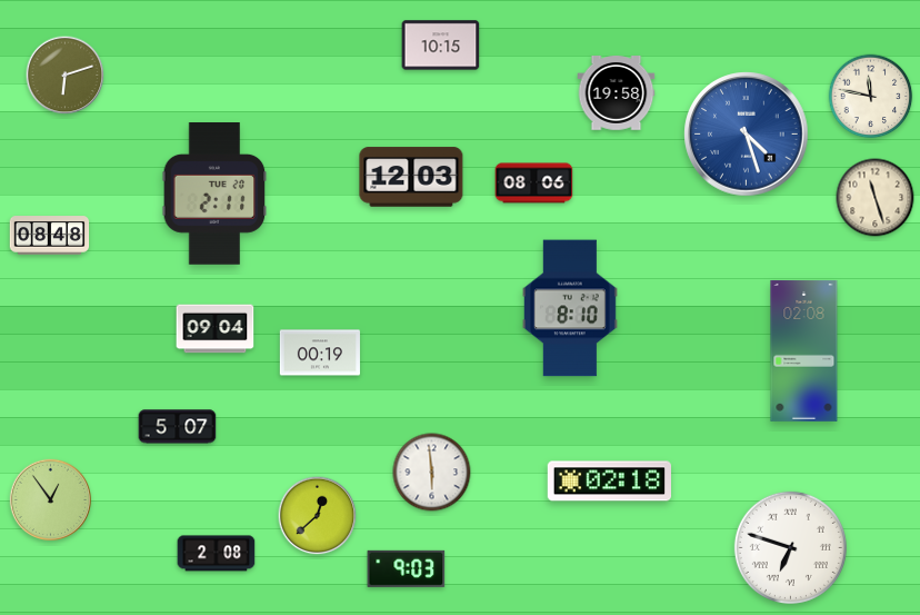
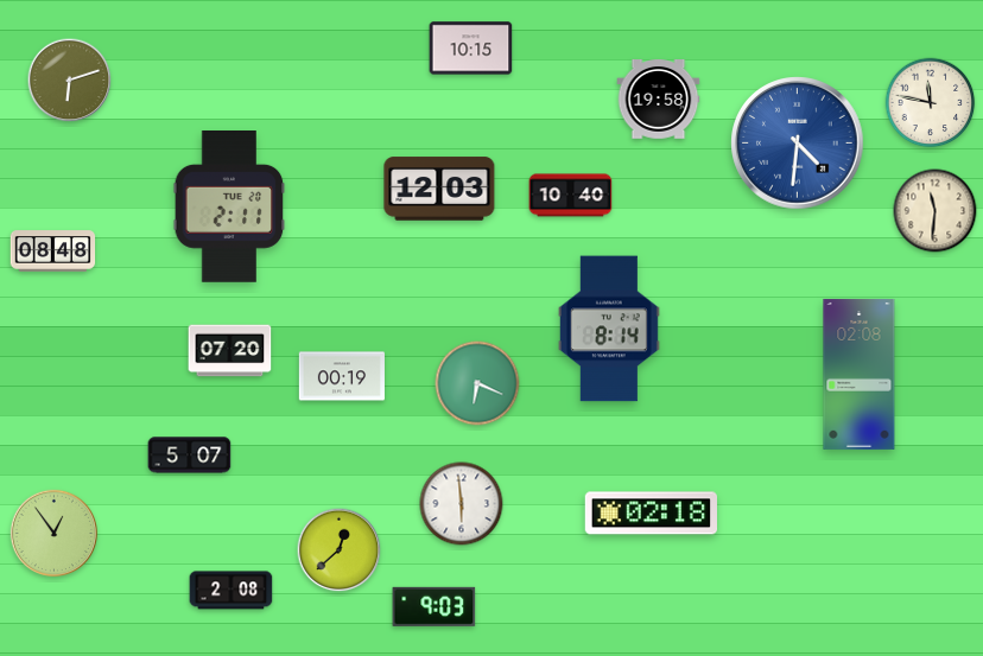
clock at (747, 135): 4:27 -> 4:31
clock at (534, 183): 08:06 -> 10:40
clock at (876, 198): 11:27 -> 11:31
clock at (570, 308): 8:10 -> 8:14
clock at (216, 329): 09:04 -> 07:20
clock at (477, 383): none -> 6:19
clock at (790, 547): 6:48 -> none
